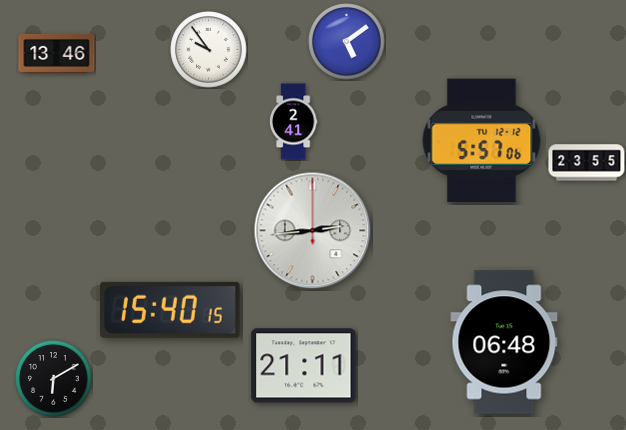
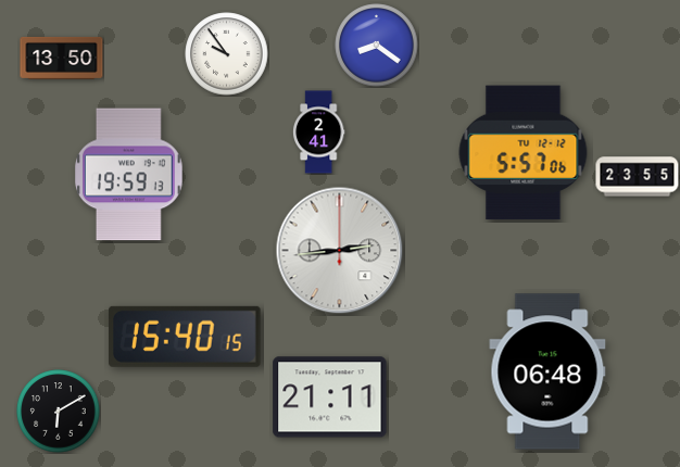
clock at (347, 42): 5:09 -> 8:21
clock at (57, 53): 13:46 -> 13:50
clock at (129, 175): none -> 19:59
